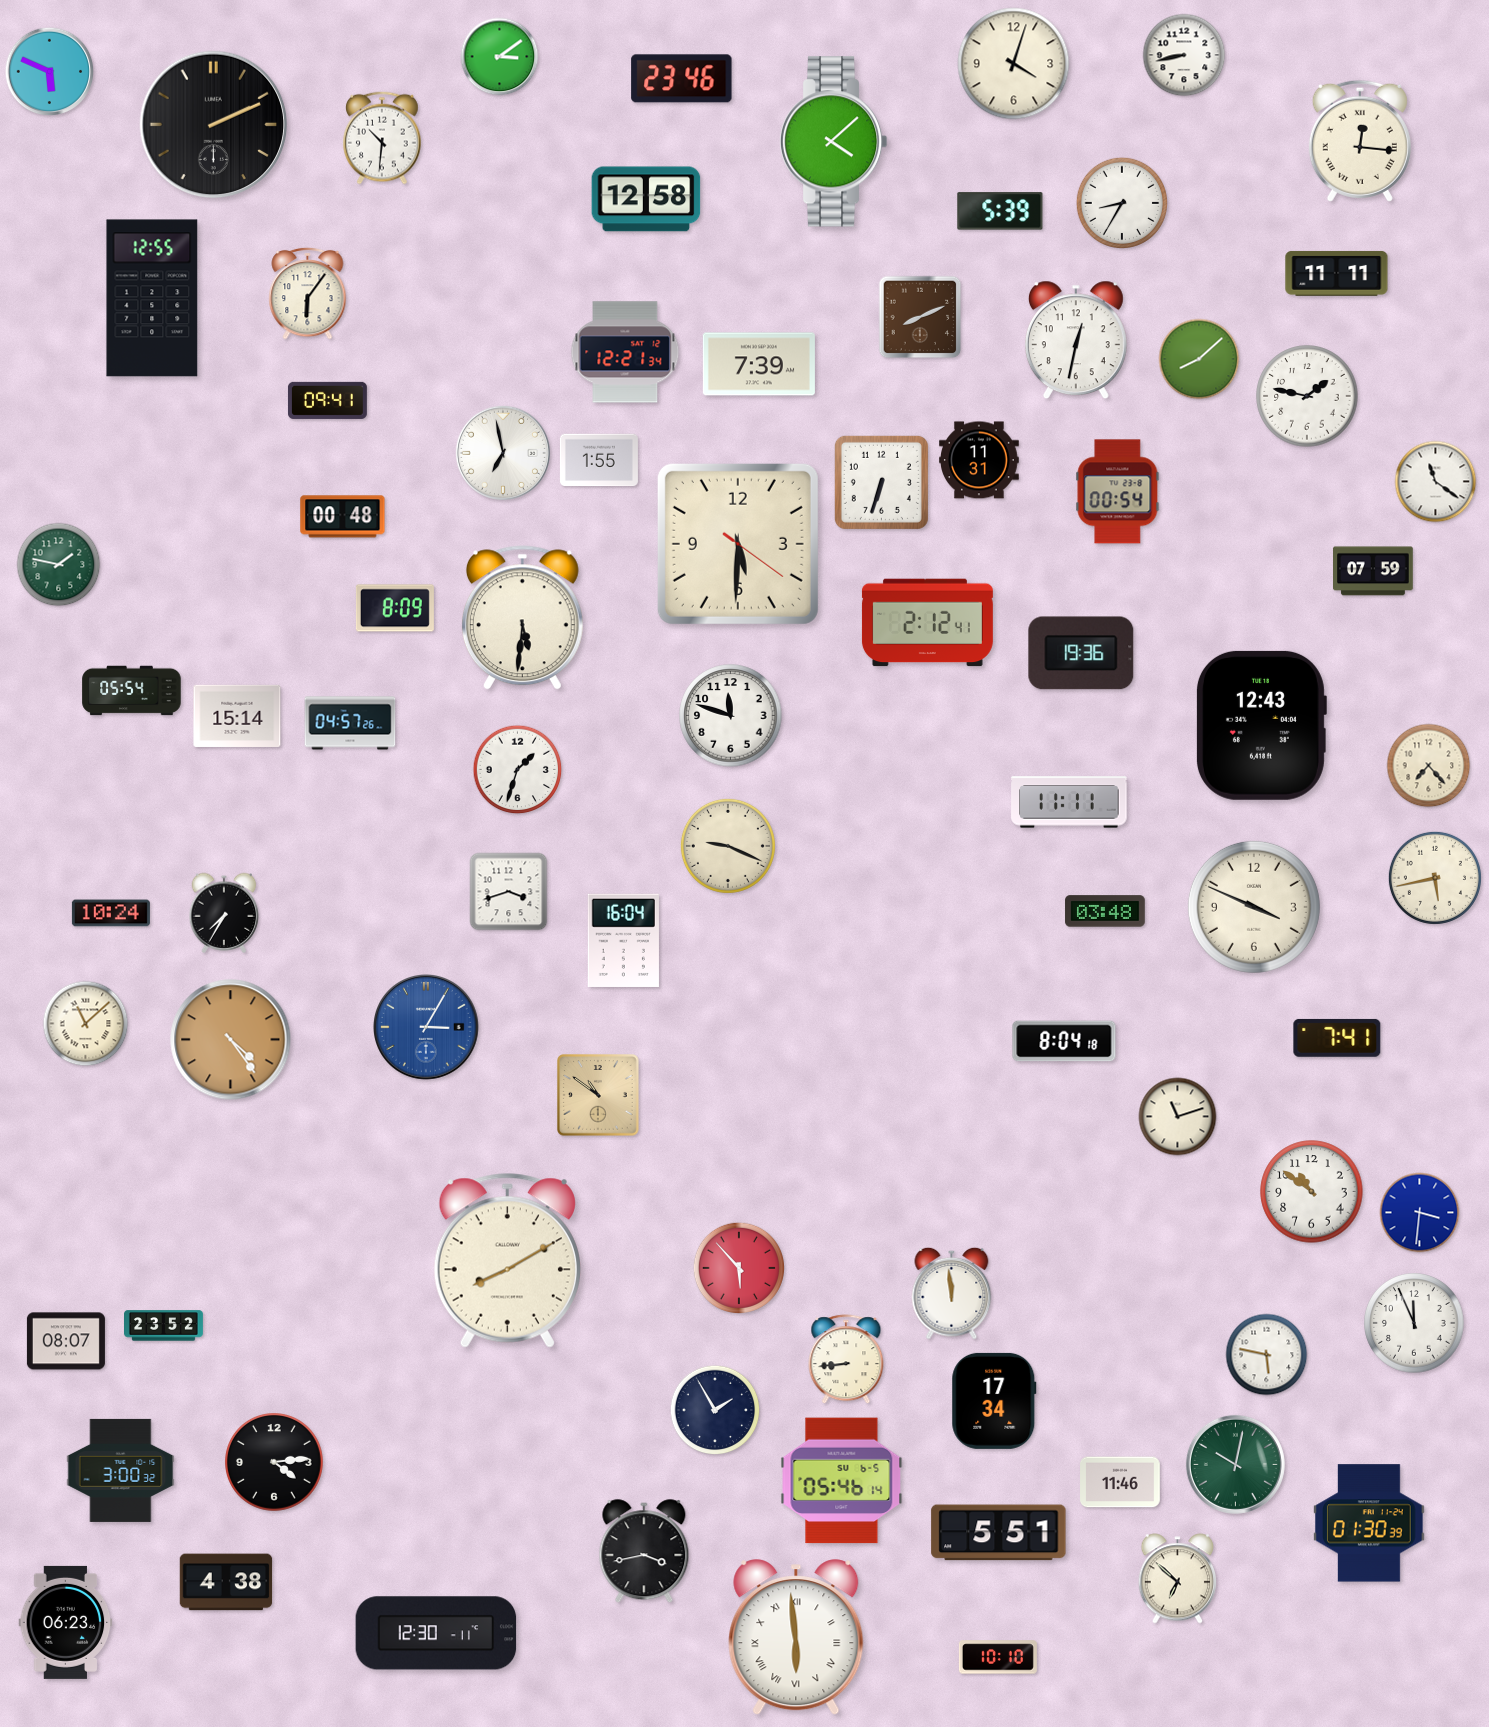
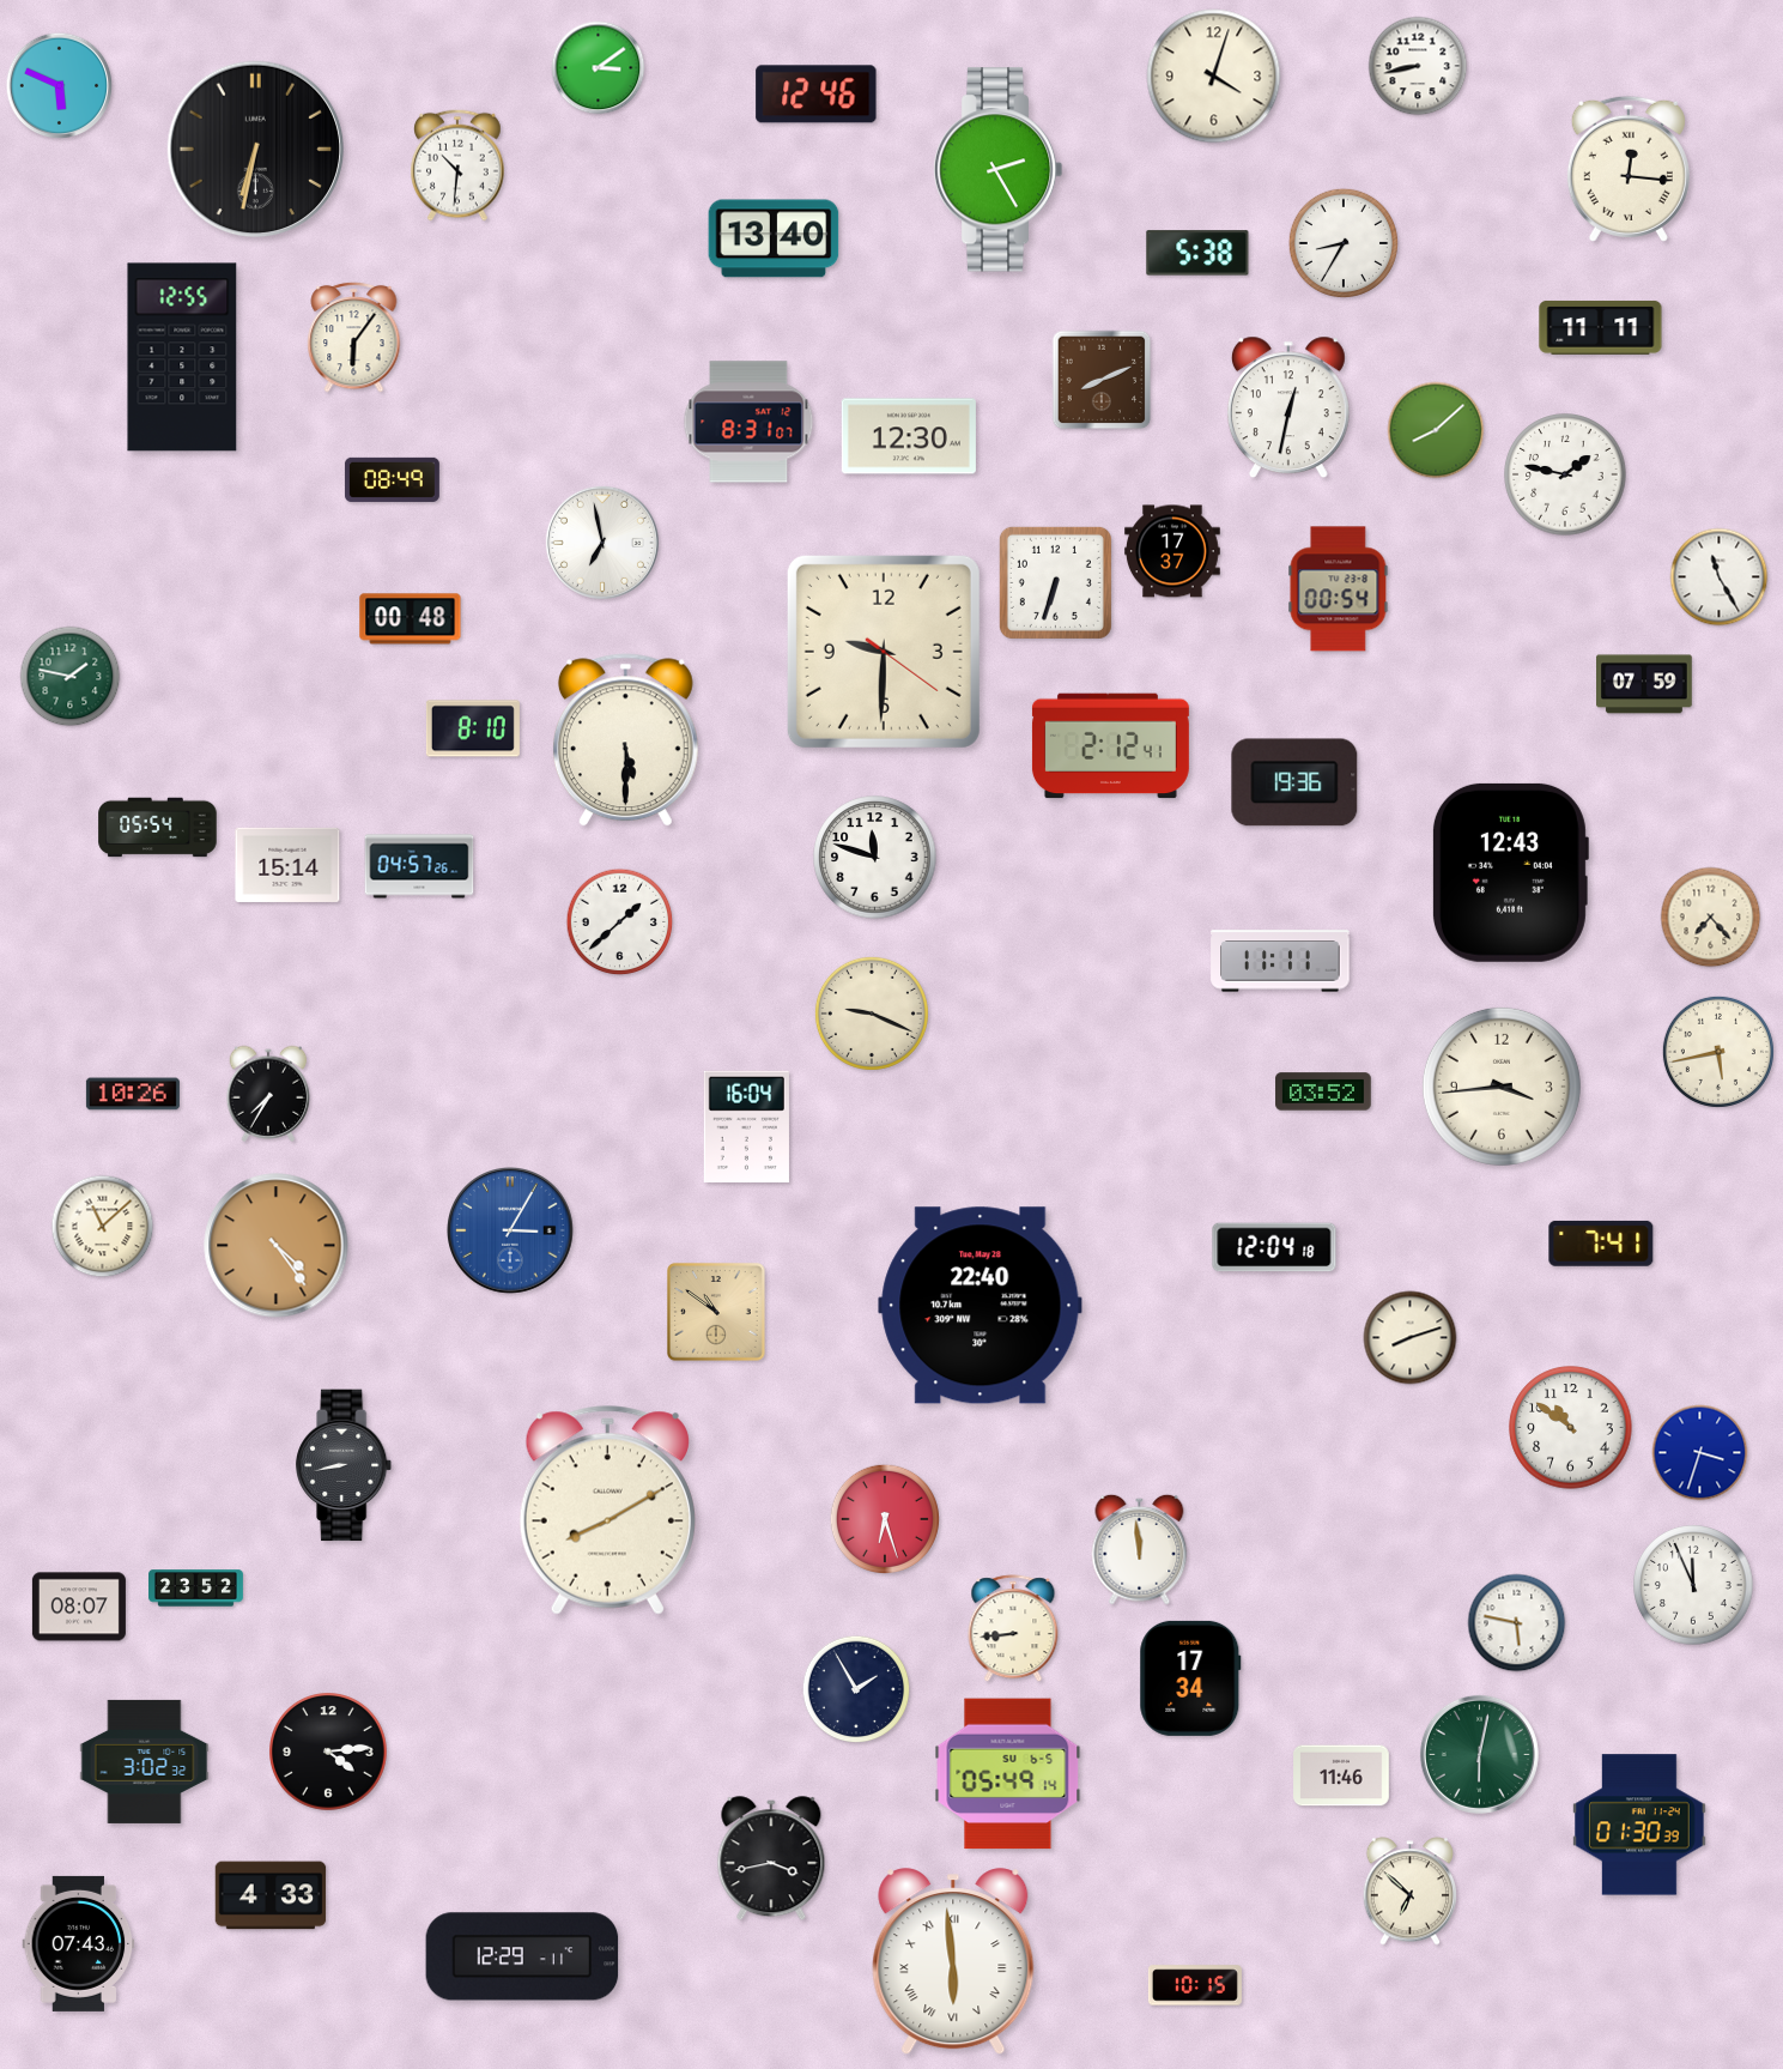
clock at (682, 79): 23:46 -> 12:46
clock at (214, 125): 2:11 -> 6:32
clock at (833, 142): 4:08 -> 2:25
clock at (646, 199): 12:58 -> 13:40
clock at (1000, 211): 5:39 -> 5:38
clock at (308, 293) position: (308, 293) -> (354, 337)
clock at (625, 352): 12:21 -> 8:31
clock at (759, 364): 7:39 -> 12:30
clock at (327, 400): 09:41 -> 08:49
clock at (599, 460): 1:55 -> none
clock at (979, 460): 11:31 -> 17:37
clock at (881, 482) position: (881, 482) -> (1055, 582)
clock at (1436, 482): 11:21 -> 11:25
clock at (738, 544): 5:30 -> 9:30
clock at (395, 608): 8:09 -> 8:10
clock at (522, 618): 5:31 -> 5:30
clock at (237, 716) position: (237, 716) -> (287, 865)
clock at (1261, 725) position: (1261, 725) -> (1510, 872)
clock at (518, 770): 1:33 -> 1:38
clock at (509, 892): 3:42 -> none
clock at (1254, 907): 3:49 -> 3:44
clock at (1105, 911): 03:48 -> 03:52
clock at (111, 913): 10:24 -> 10:26
clock at (1064, 1041): 8:04 -> 12:04
clock at (981, 1306): none -> 22:40
clock at (1178, 1117): 11:12 -> 8:12
clock at (1420, 1213): 3:31 -> 3:33
clock at (345, 1465): none -> 8:43
clock at (738, 1267): 5:53 -> 6:27
clock at (1235, 1464): 10:02 -> 6:02
clock at (121, 1470): 3:00 -> 3:02
clock at (842, 1481): 05:46 -> 05:49
clock at (999, 1533): 5:51 -> none
clock at (226, 1582): 4:38 -> 4:33
clock at (66, 1622): 06:23 -> 07:43
clock at (436, 1633): 12:30 -> 12:29
clock at (998, 1657): 10:10 -> 10:15
